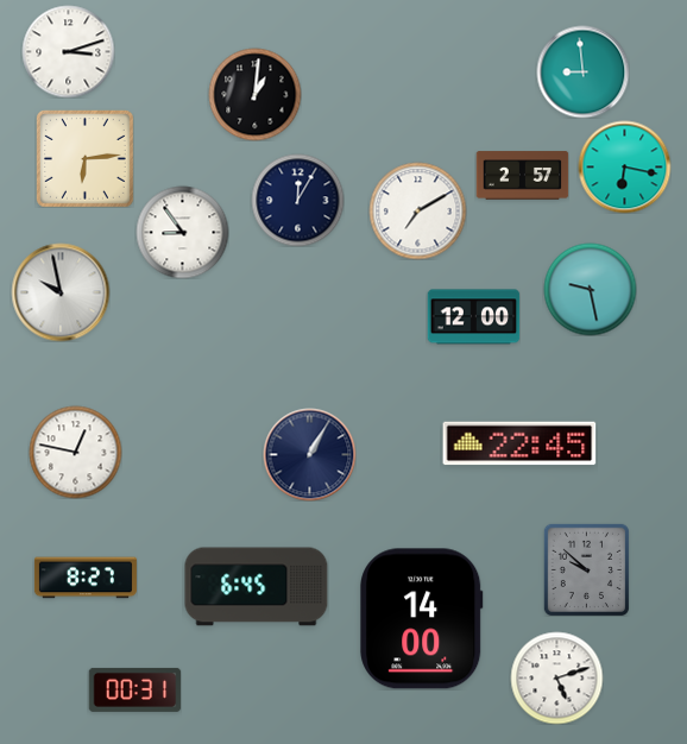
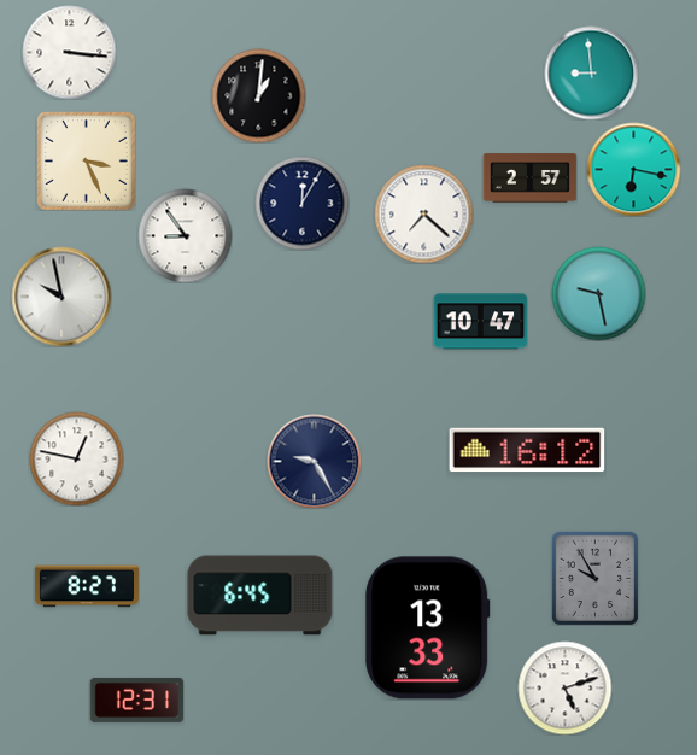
clock at (68, 51): 3:12 -> 3:16
clock at (84, 158): 6:14 -> 3:26
clock at (417, 210): 7:10 -> 7:22
clock at (473, 317): 12:00 -> 10:47
clock at (519, 443): 22:45 -> 16:12
clock at (309, 454): 1:05 -> 9:25
clock at (586, 569): 9:52 -> 9:55
clock at (422, 619): 14:00 -> 13:33
clock at (134, 689): 00:31 -> 12:31
